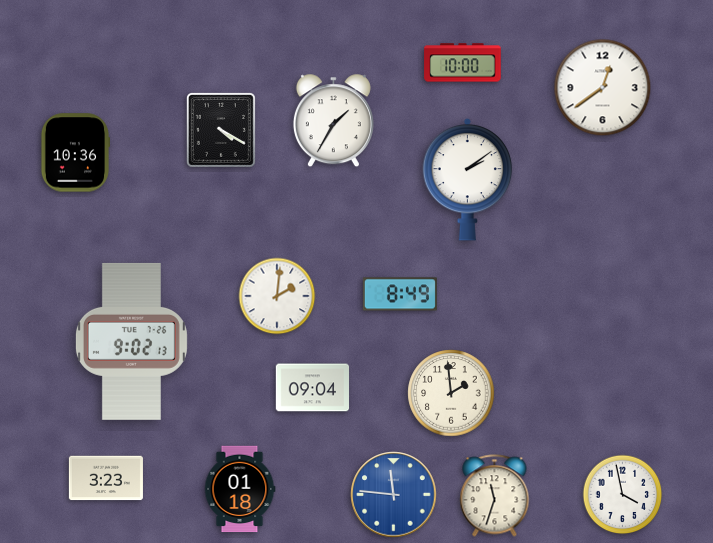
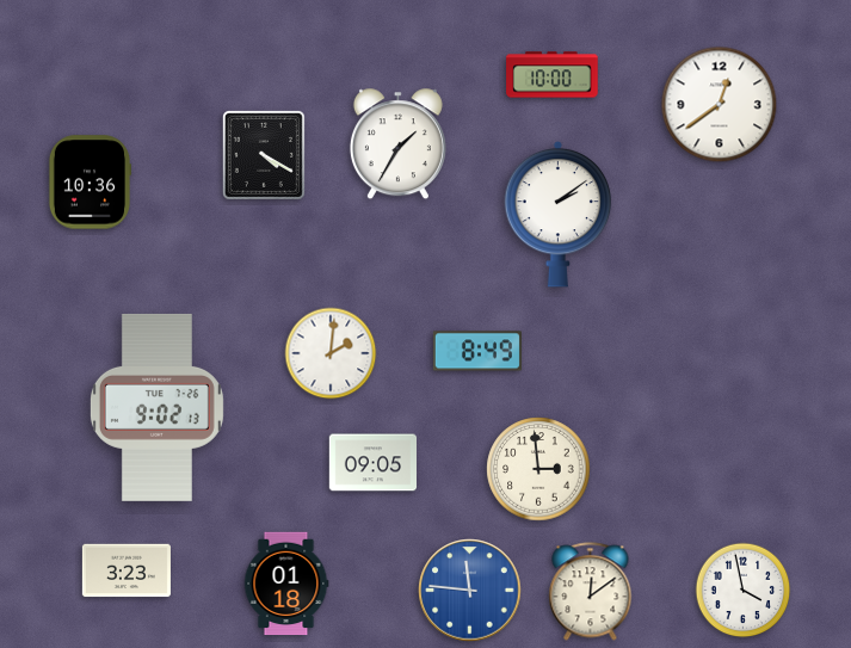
clock at (313, 388): 09:04 -> 09:05
clock at (451, 393): 1:59 -> 2:59
clock at (495, 496): 11:33 -> 12:09
